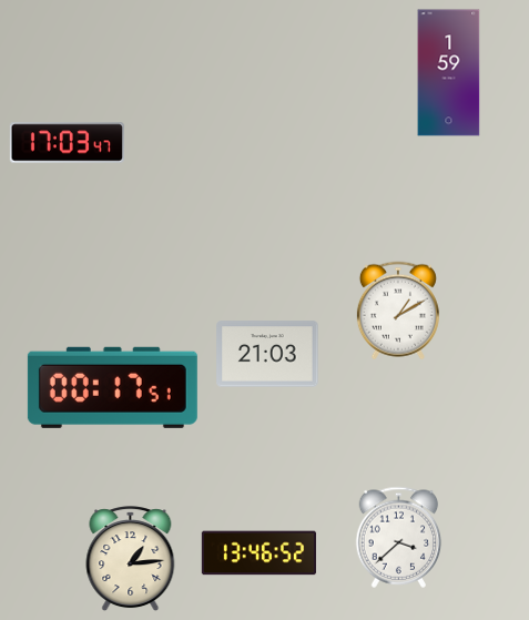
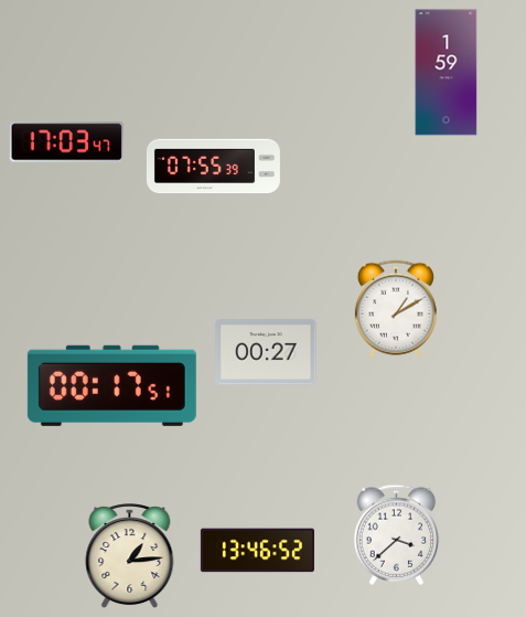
clock at (213, 167): none -> 07:55
clock at (267, 354): 21:03 -> 00:27
